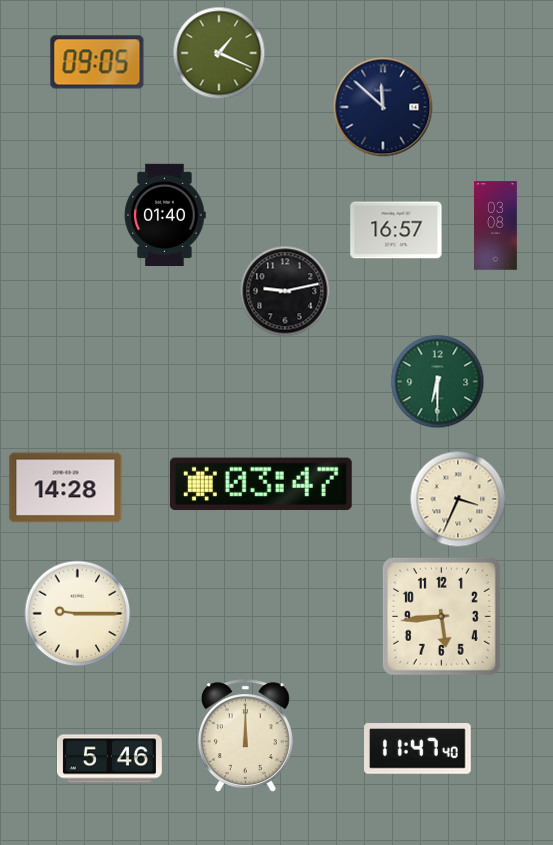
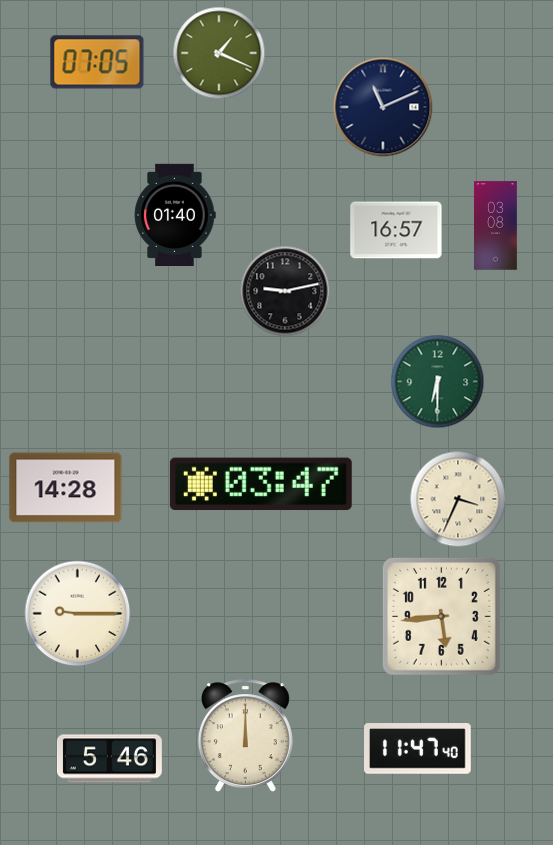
clock at (97, 62): 09:05 -> 07:05
clock at (383, 107): 11:52 -> 11:11
clock at (165, 214) position: (165, 214) -> (175, 214)
